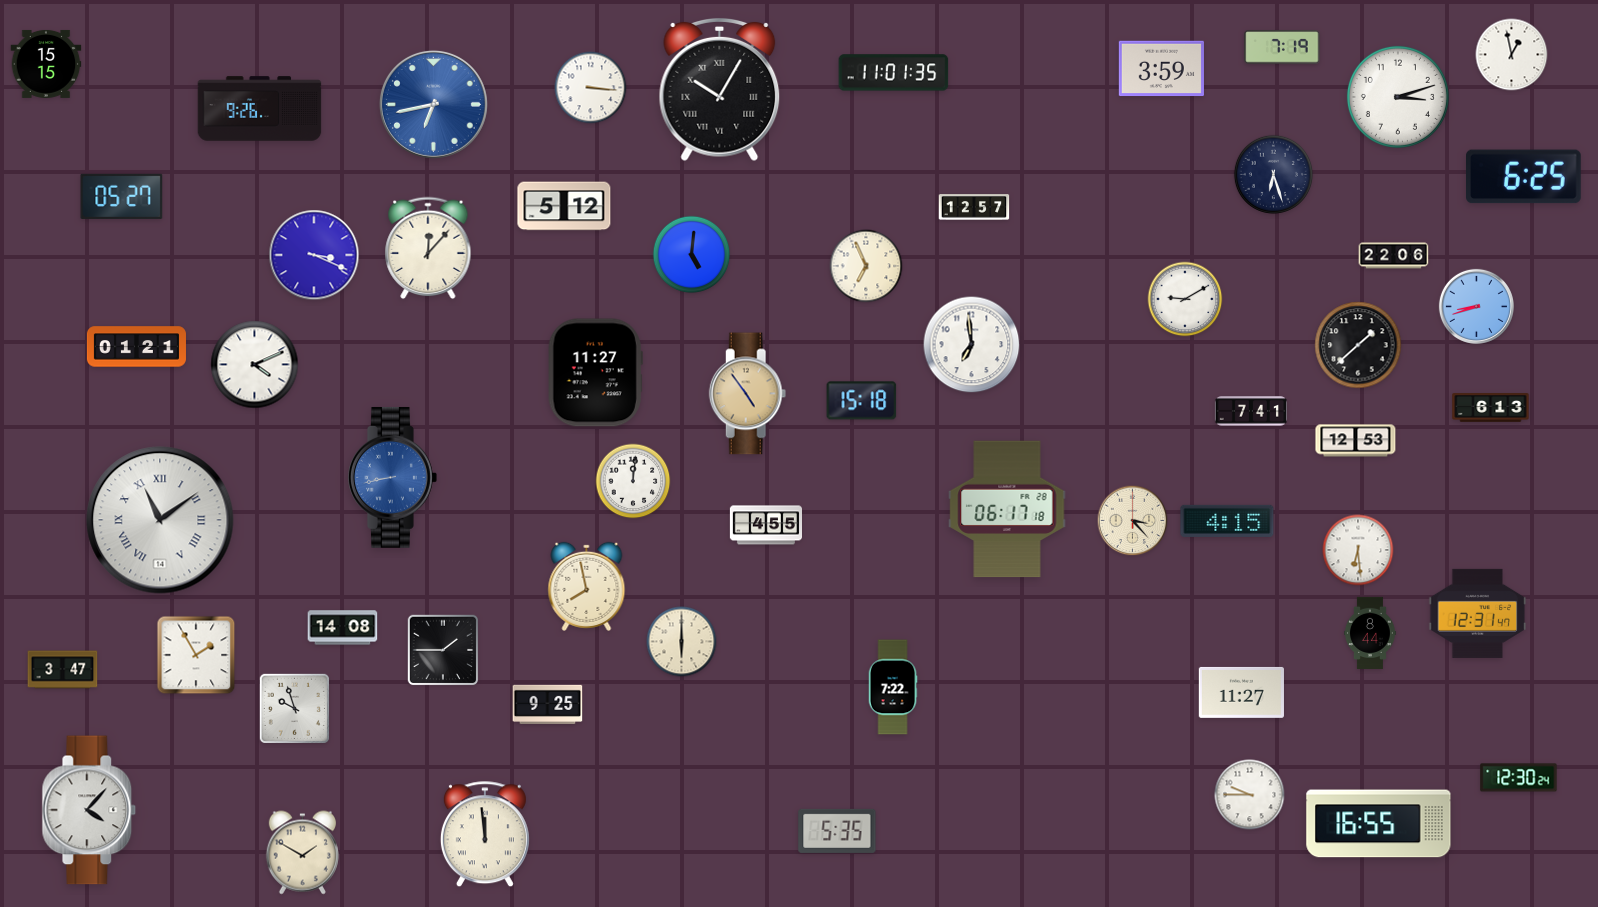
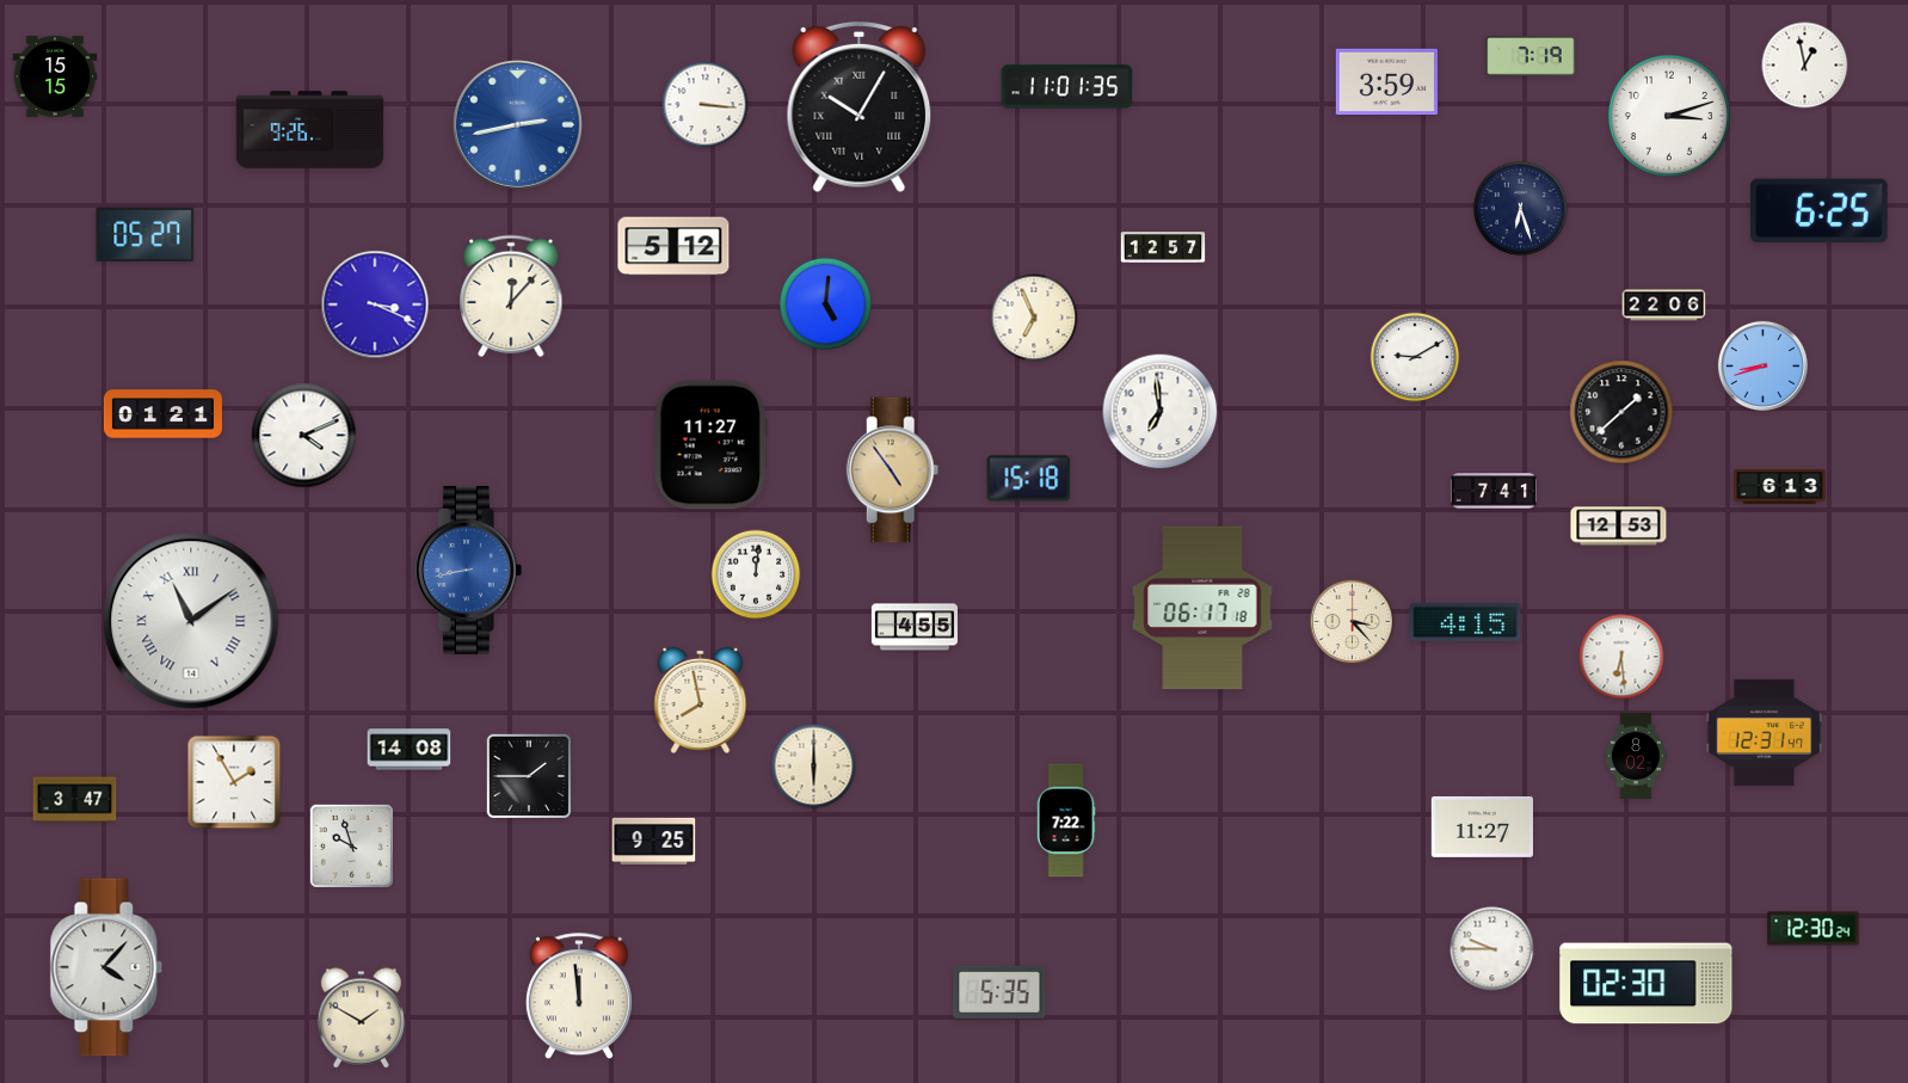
clock at (433, 104): 6:43 -> 2:43
clock at (1371, 632): 8:44 -> 8:02
clock at (1379, 824): 16:55 -> 02:30
